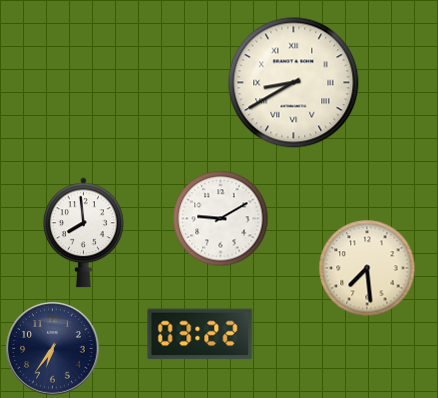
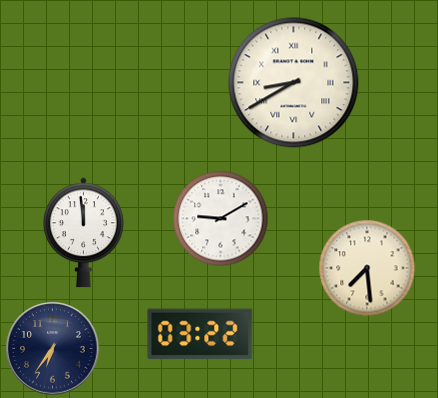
clock at (84, 233): 7:59 -> 11:59
